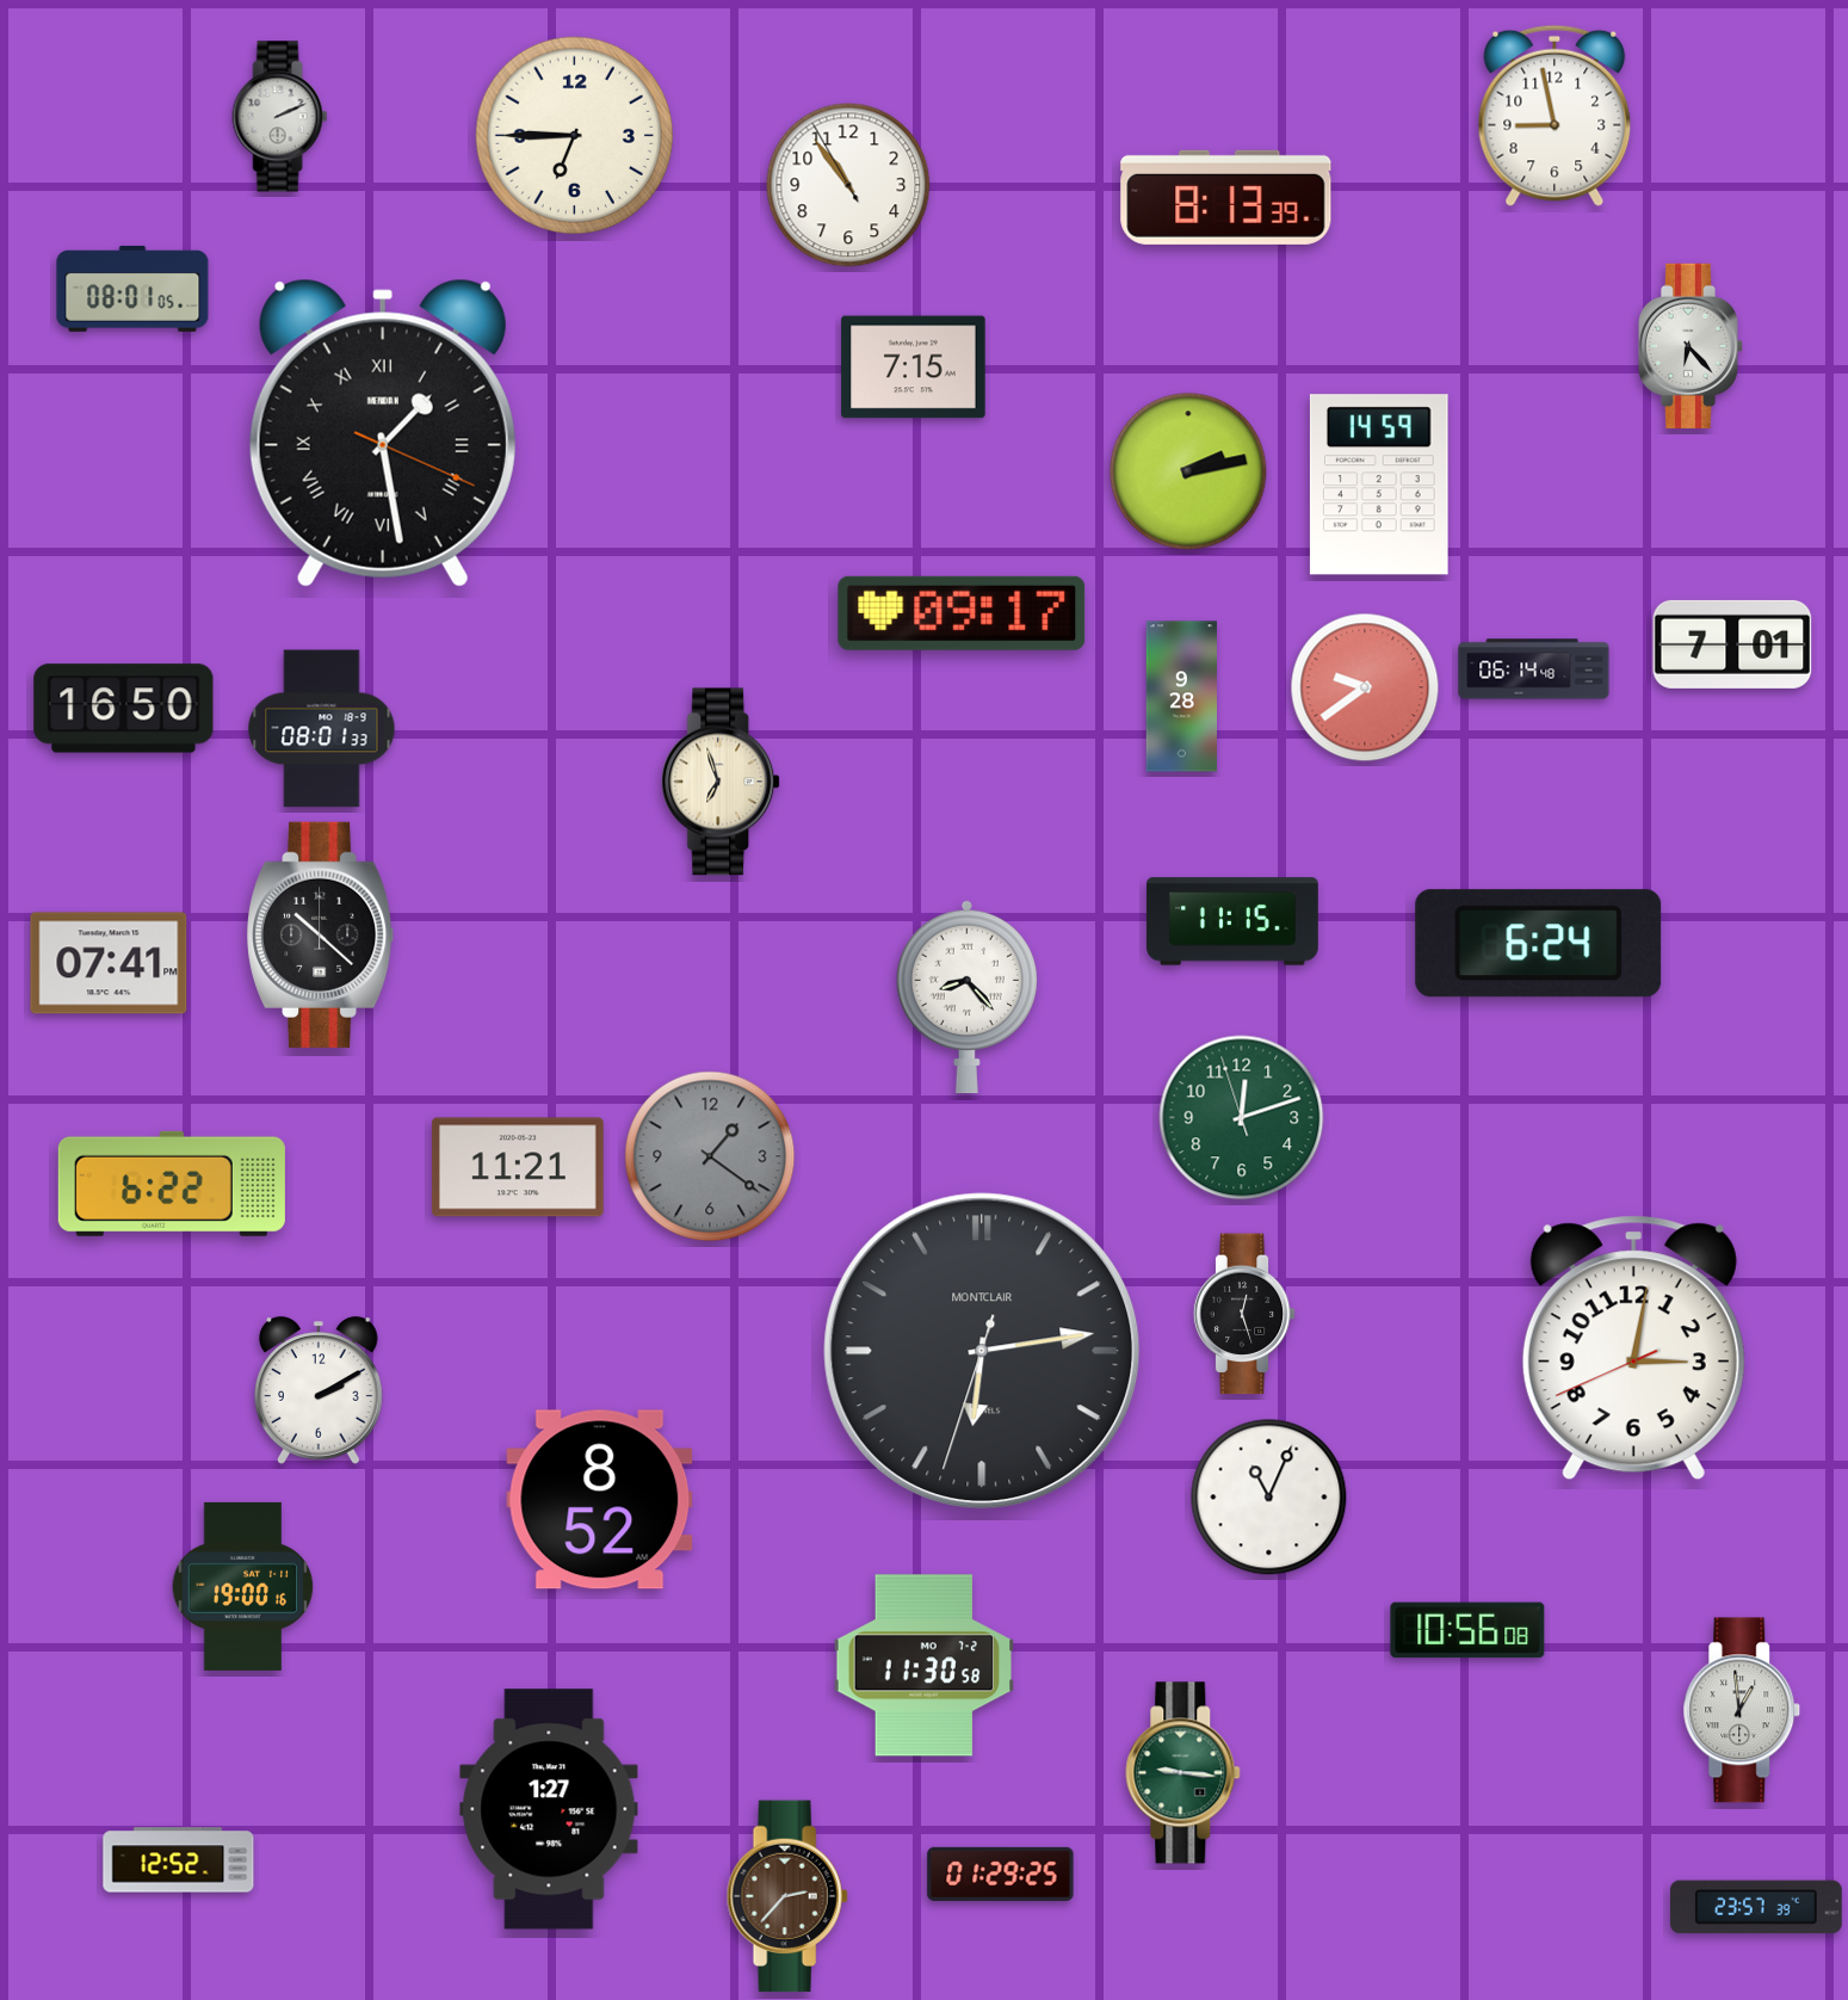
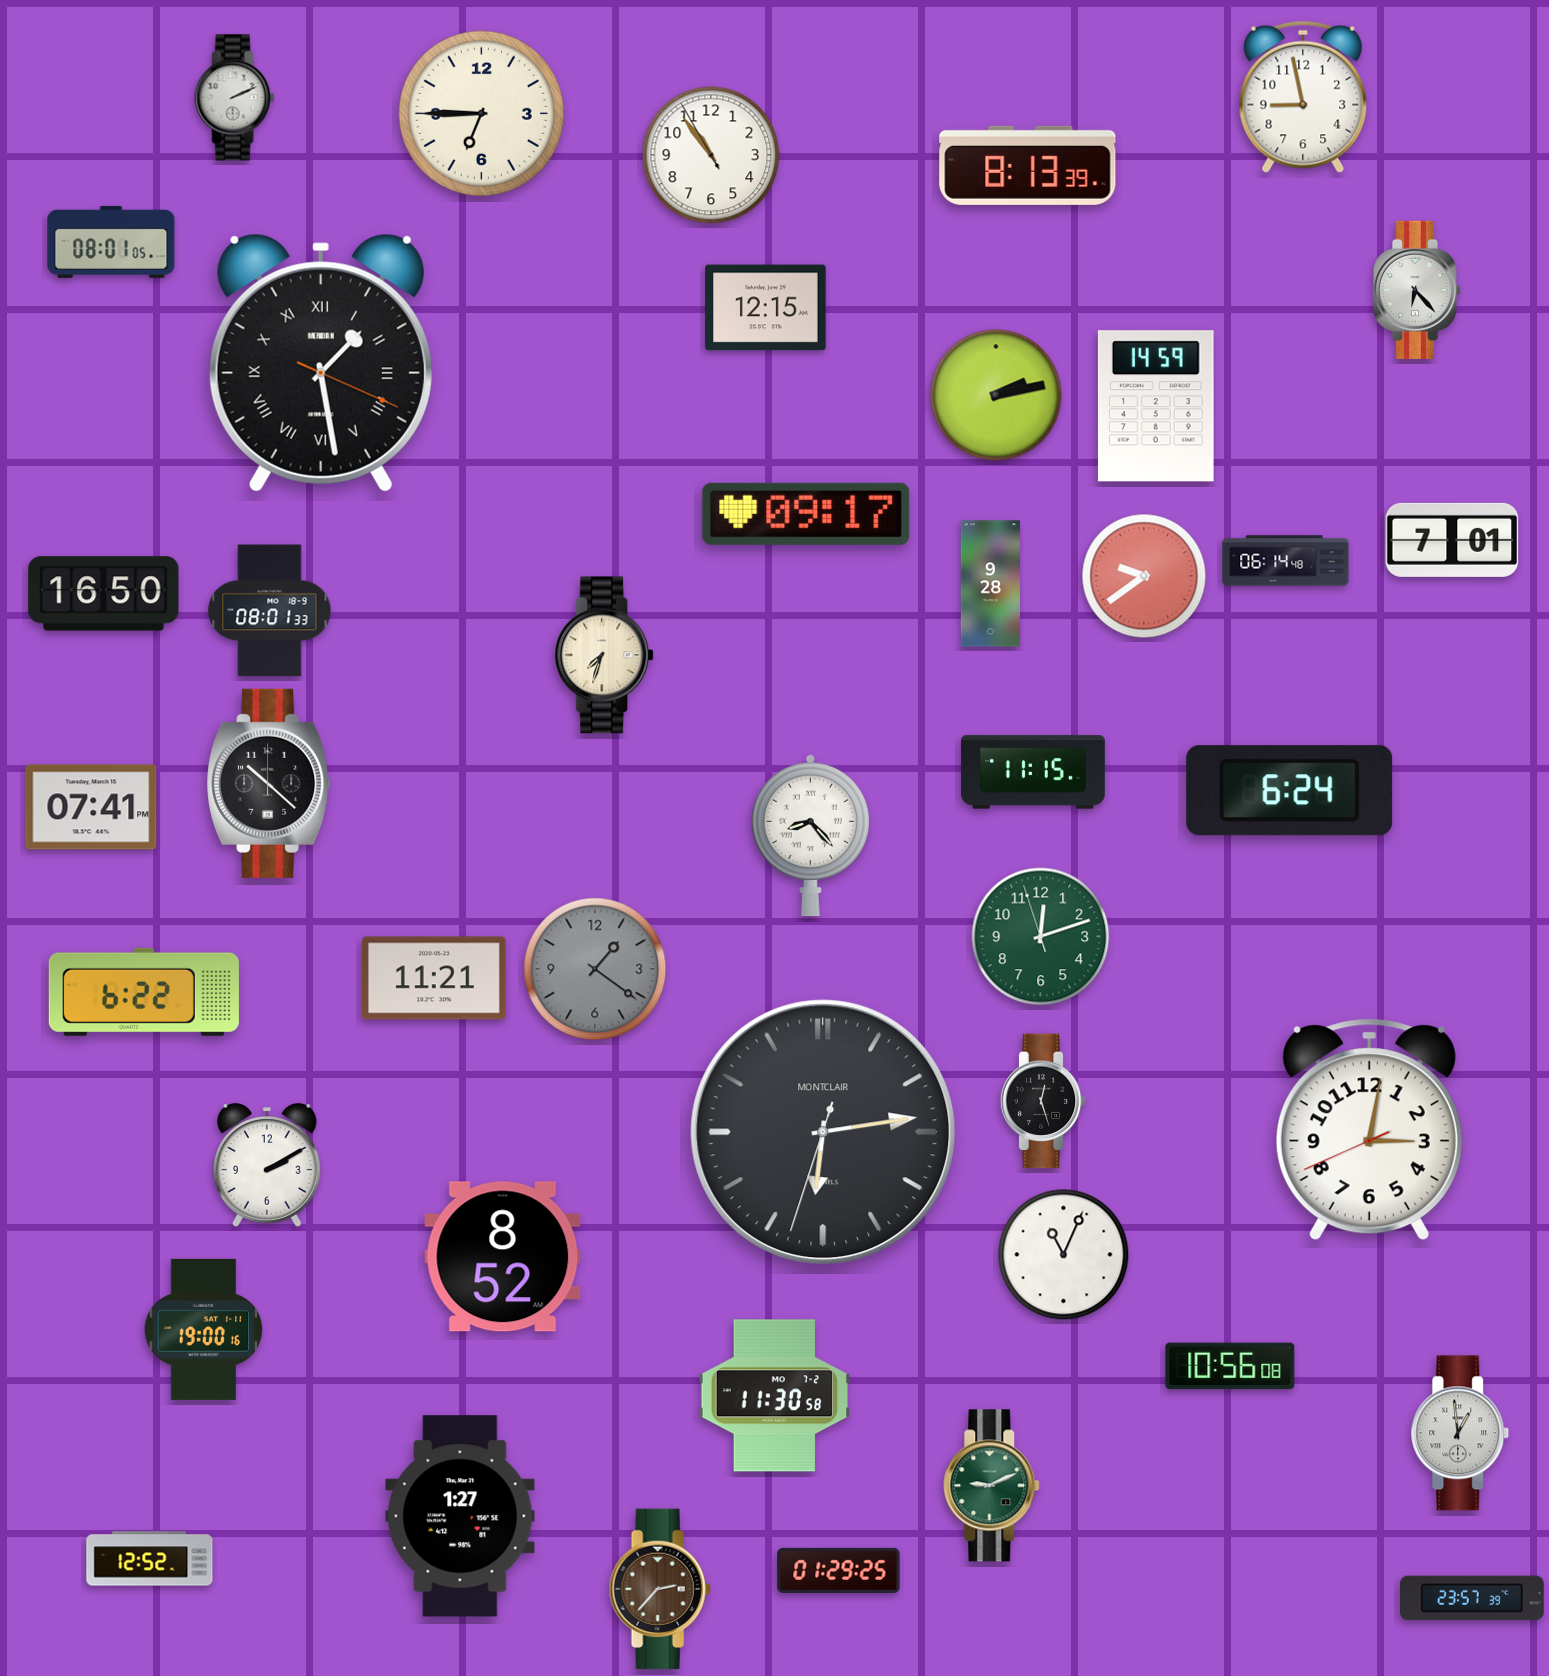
clock at (914, 368): 7:15 -> 12:15
clock at (722, 782): 6:57 -> 7:33
clock at (1183, 1773): 9:16 -> 9:11
